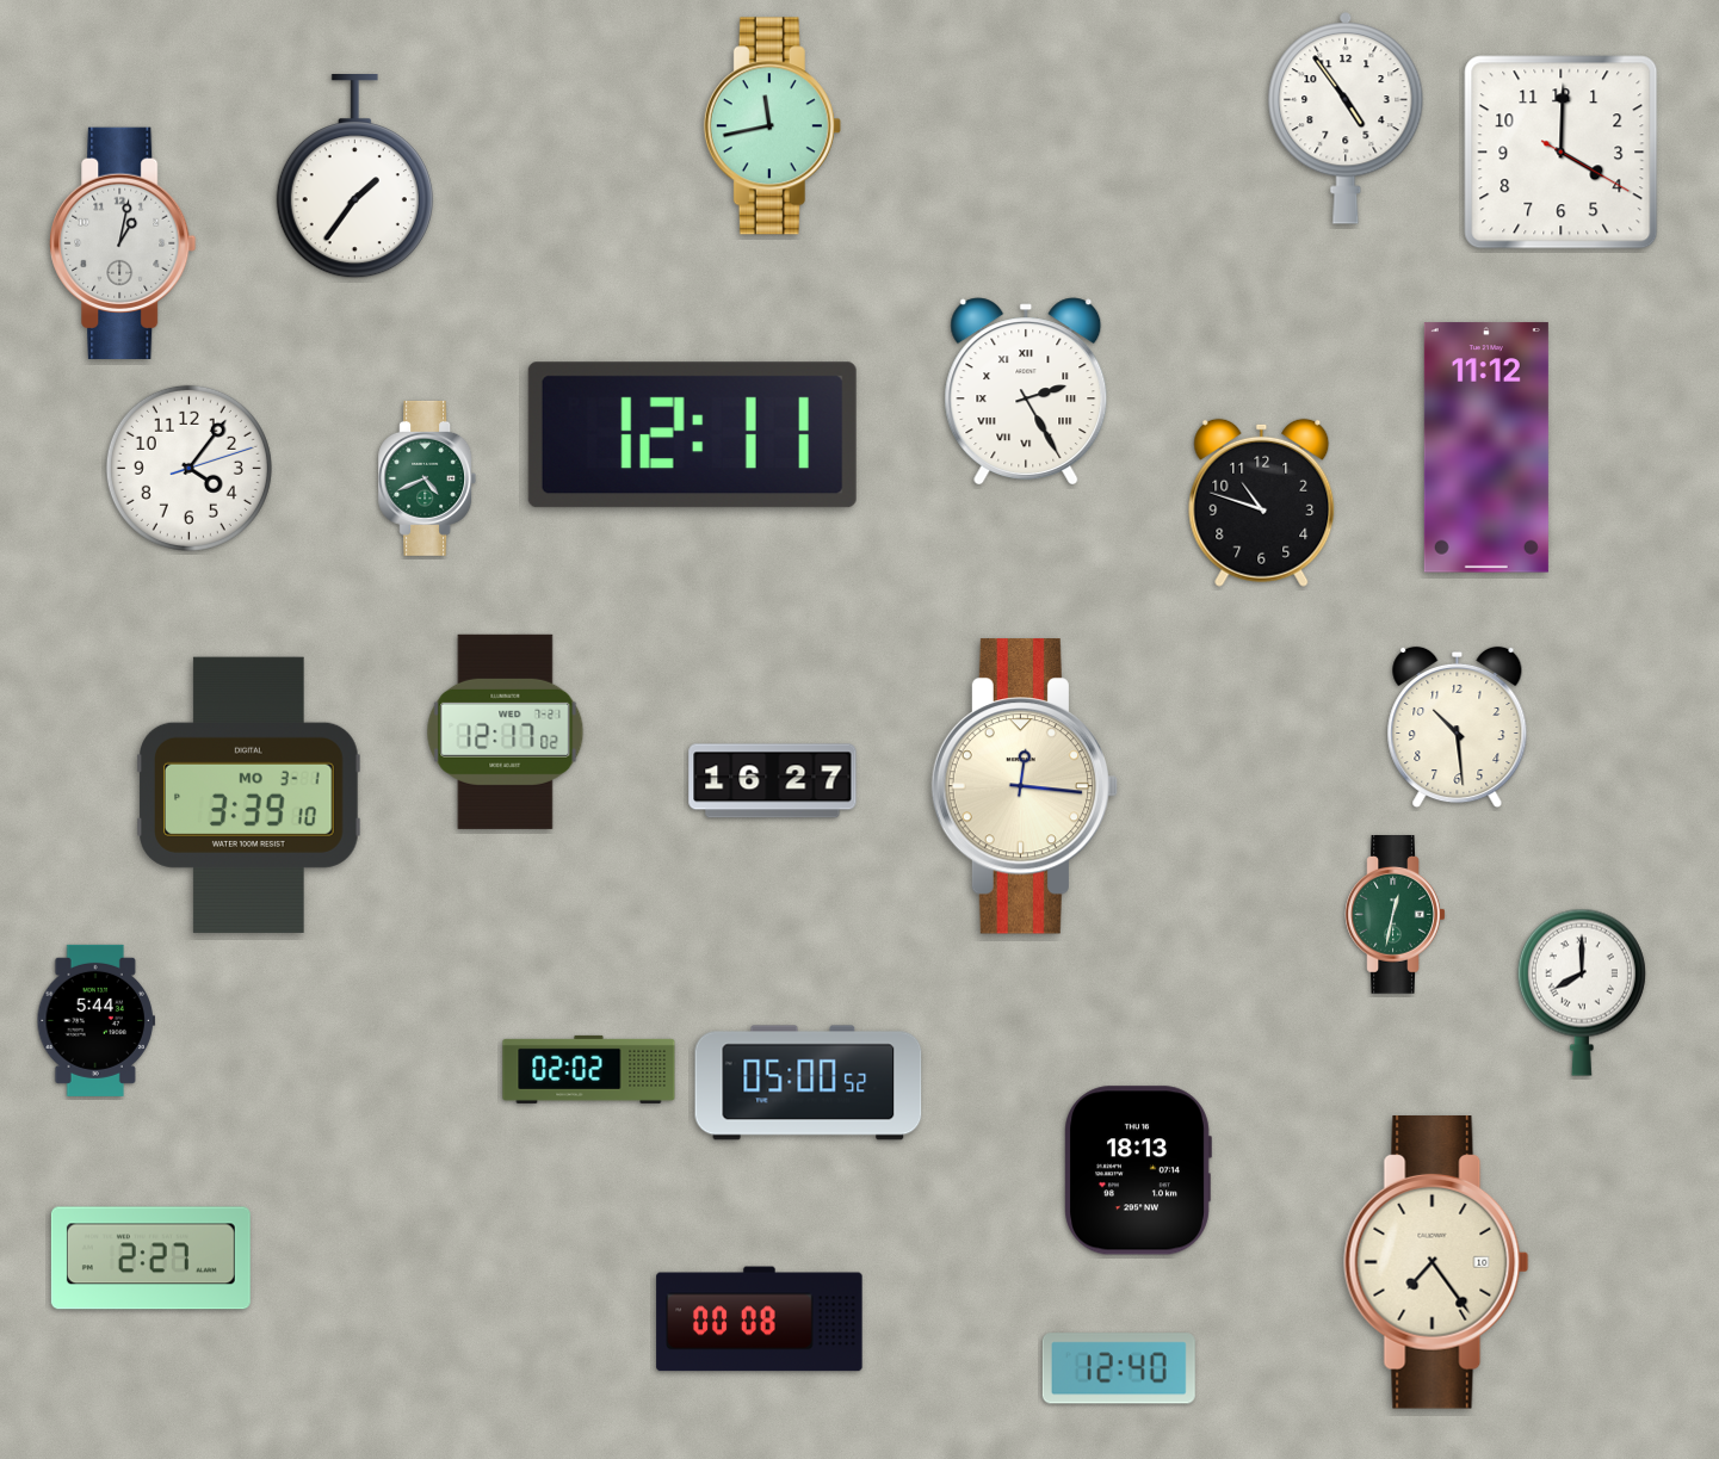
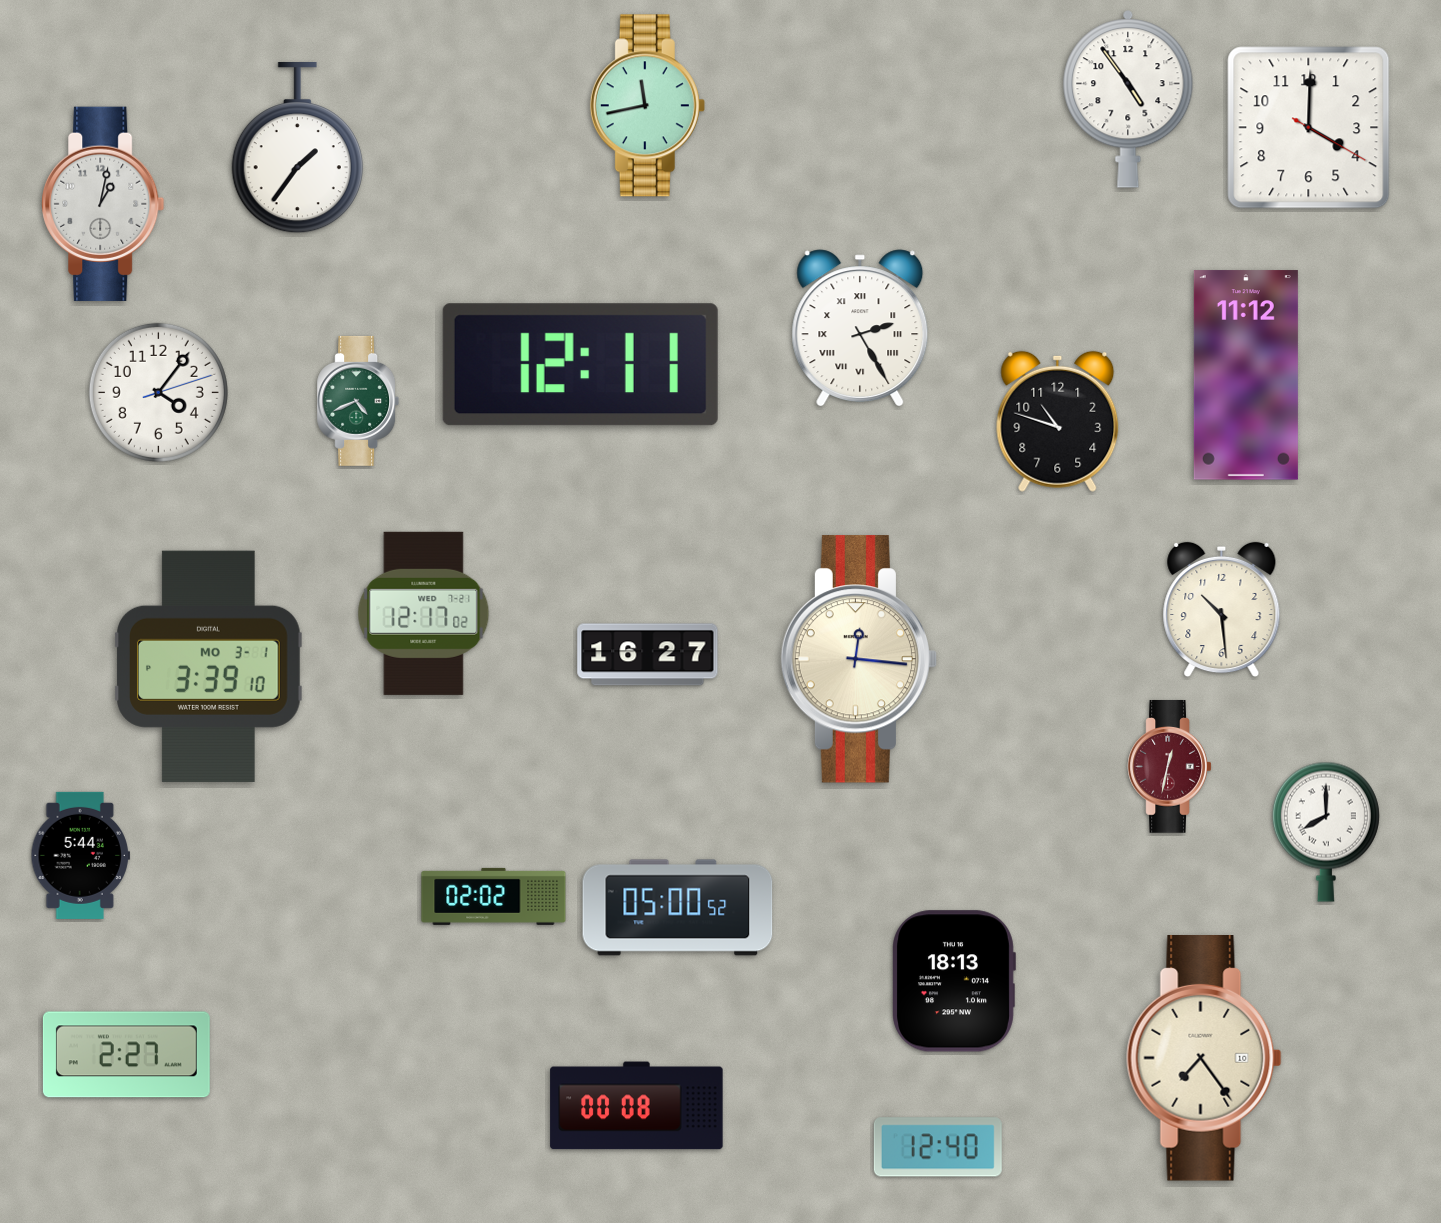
clock at (1396, 915) dial: green -> burgundy
